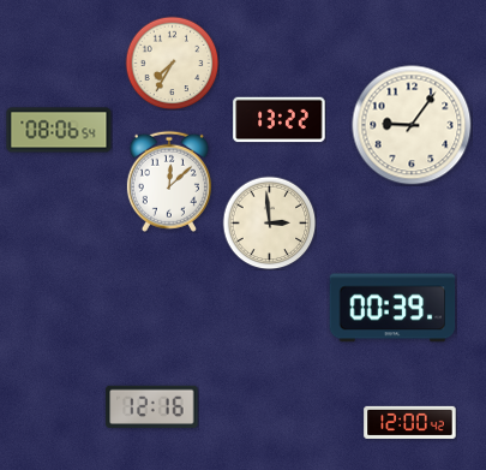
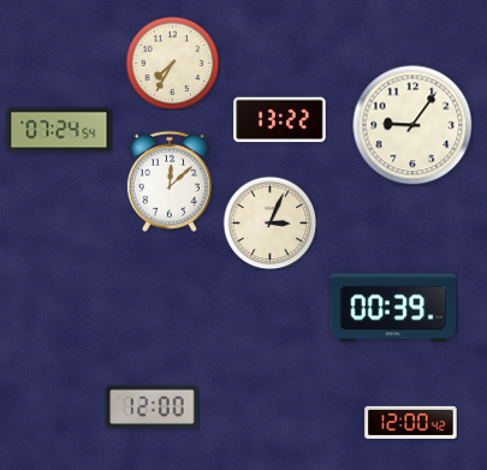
clock at (59, 130): 08:06 -> 07:24
clock at (269, 222): 2:59 -> 3:04
clock at (152, 406): 12:16 -> 12:00
